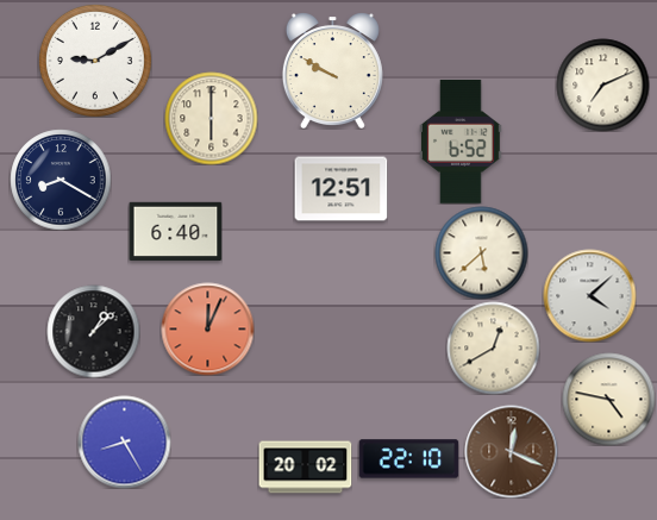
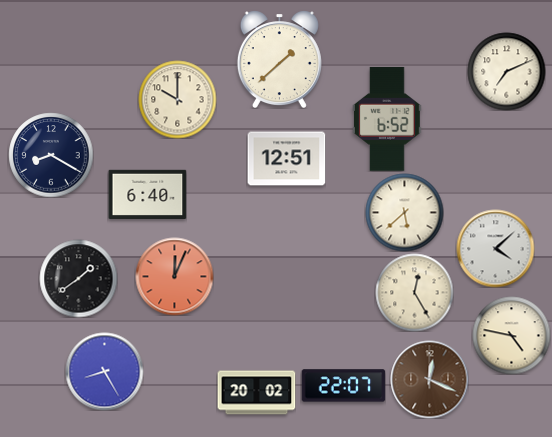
clock at (95, 61): 9:10 -> none
clock at (332, 70): 9:50 -> 1:38
clock at (211, 118): 6:00 -> 10:00
clock at (61, 180) position: (61, 180) -> (51, 155)
clock at (93, 331): 1:08 -> 1:39
clock at (493, 347): 12:40 -> 12:25
clock at (408, 459): 22:10 -> 22:07
